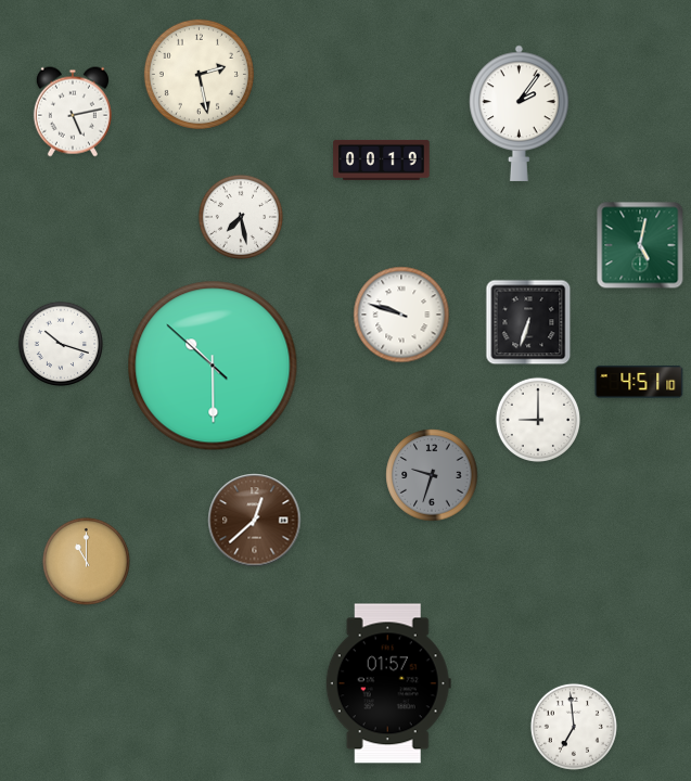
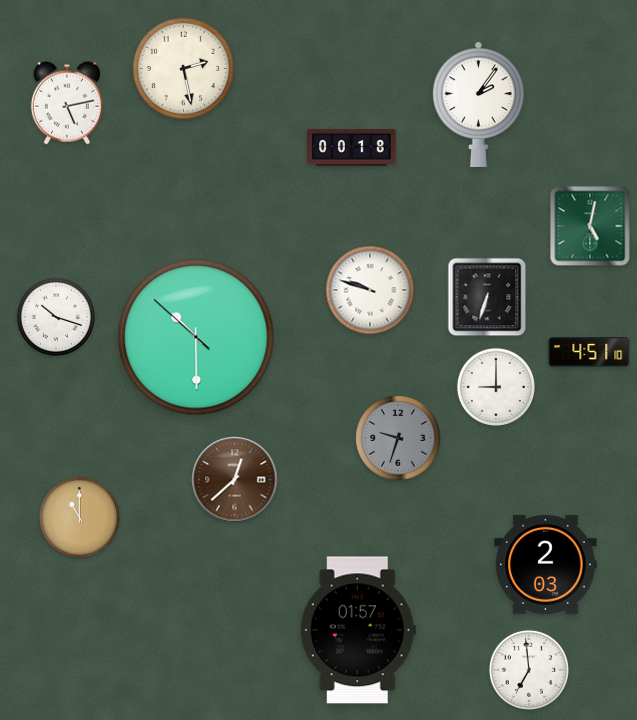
clock at (382, 159): 00:19 -> 00:18
clock at (240, 216): 7:28 -> none
clock at (546, 564): none -> 2:03
